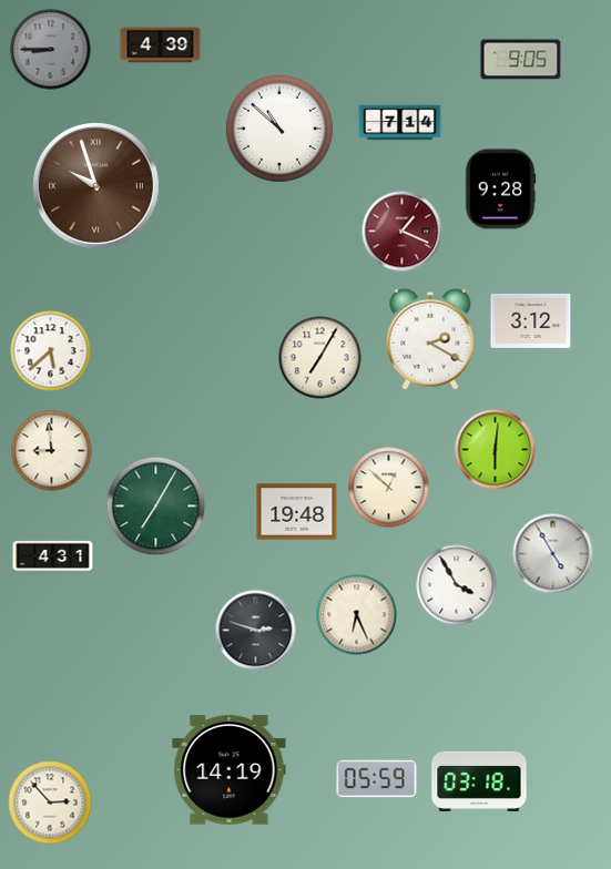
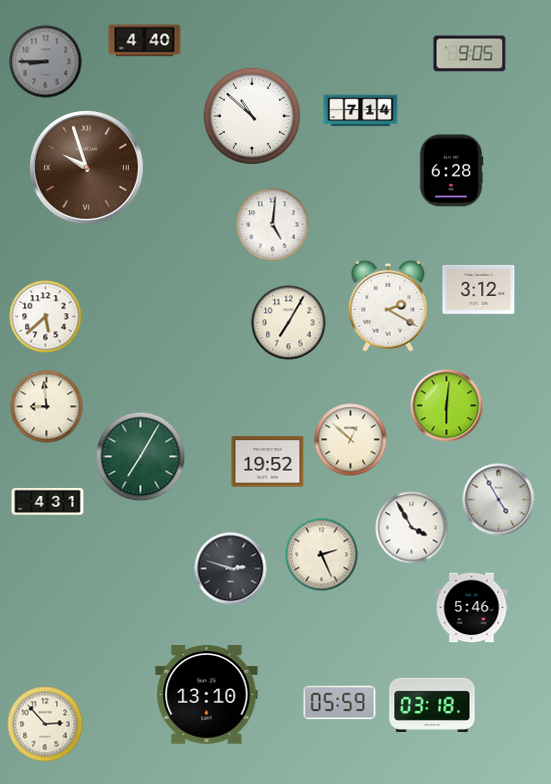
clock at (161, 45): 4:39 -> 4:40
clock at (51, 50) position: (51, 50) -> (46, 62)
clock at (500, 190): 9:28 -> 6:28
clock at (403, 232): 1:19 -> none
clock at (273, 225): none -> 5:01
clock at (297, 512): 19:48 -> 19:52
clock at (357, 615): 6:26 -> 2:26
clock at (472, 608): none -> 5:46
clock at (230, 770): 14:19 -> 13:10
